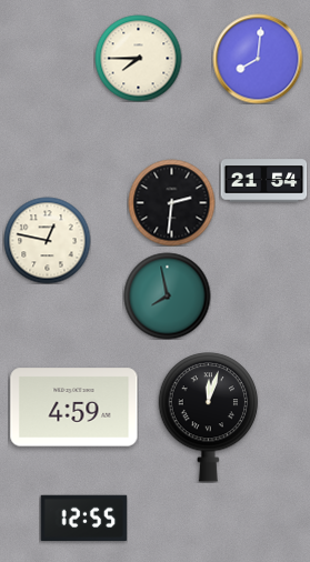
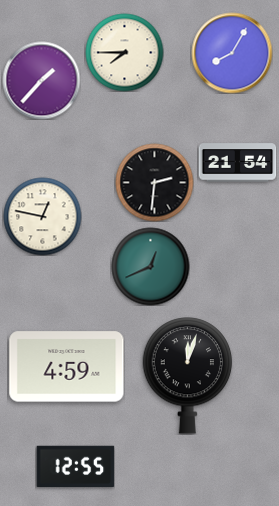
clock at (258, 59): 8:01 -> 8:05
clock at (41, 80): none -> 1:37
clock at (167, 295): 7:58 -> 12:41
